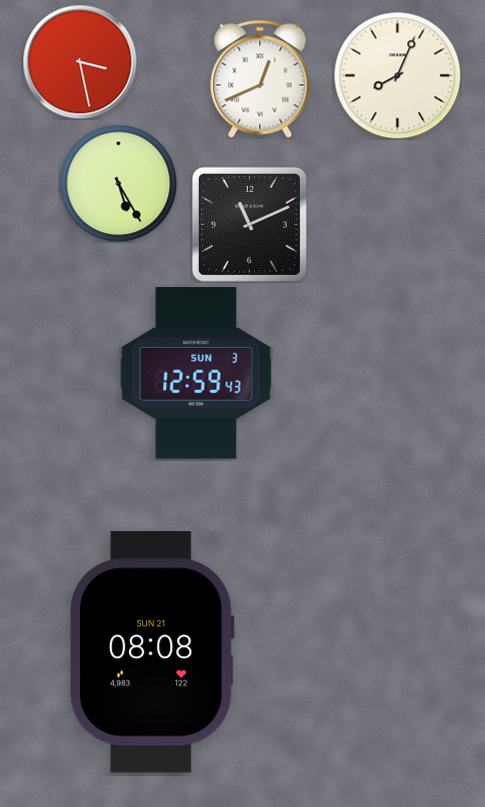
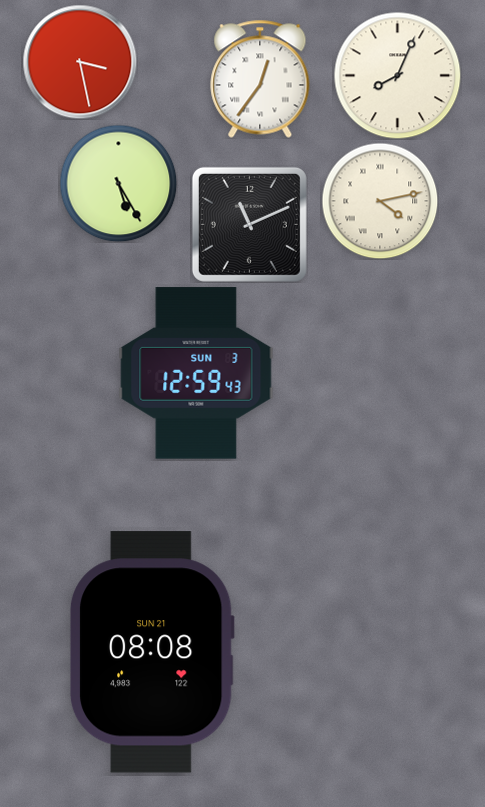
clock at (260, 79): 12:41 -> 12:36
clock at (380, 201): none -> 4:13
